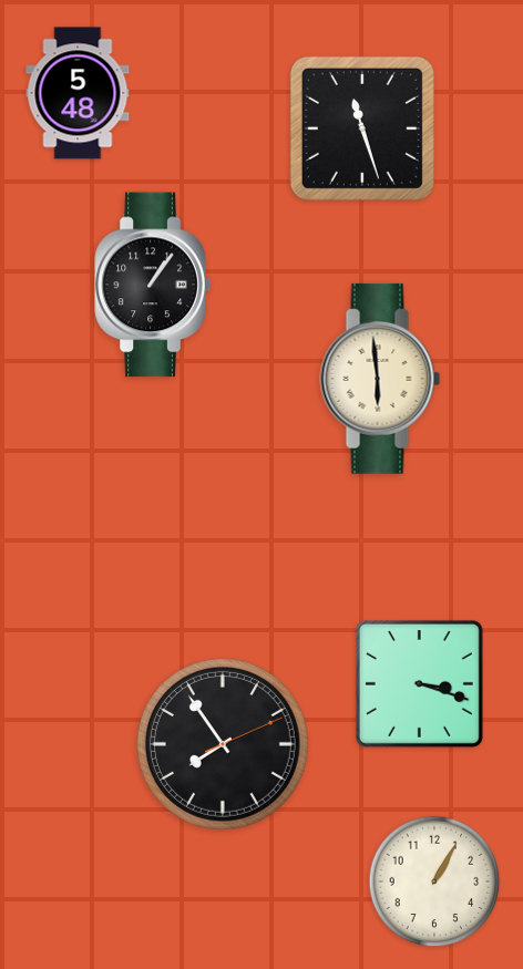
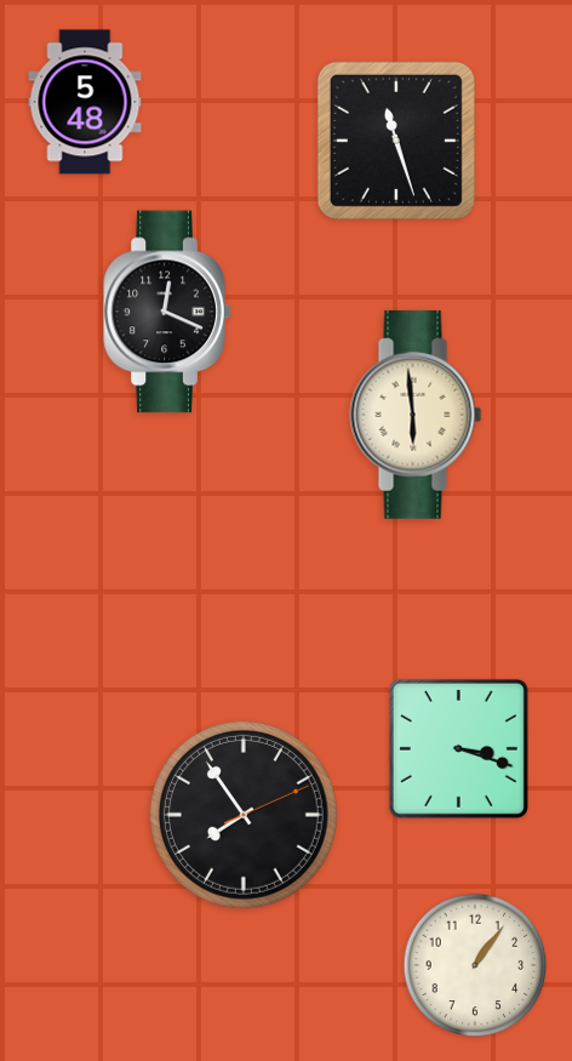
clock at (153, 285): 1:06 -> 12:19
clock at (434, 882): 1:05 -> 1:06
